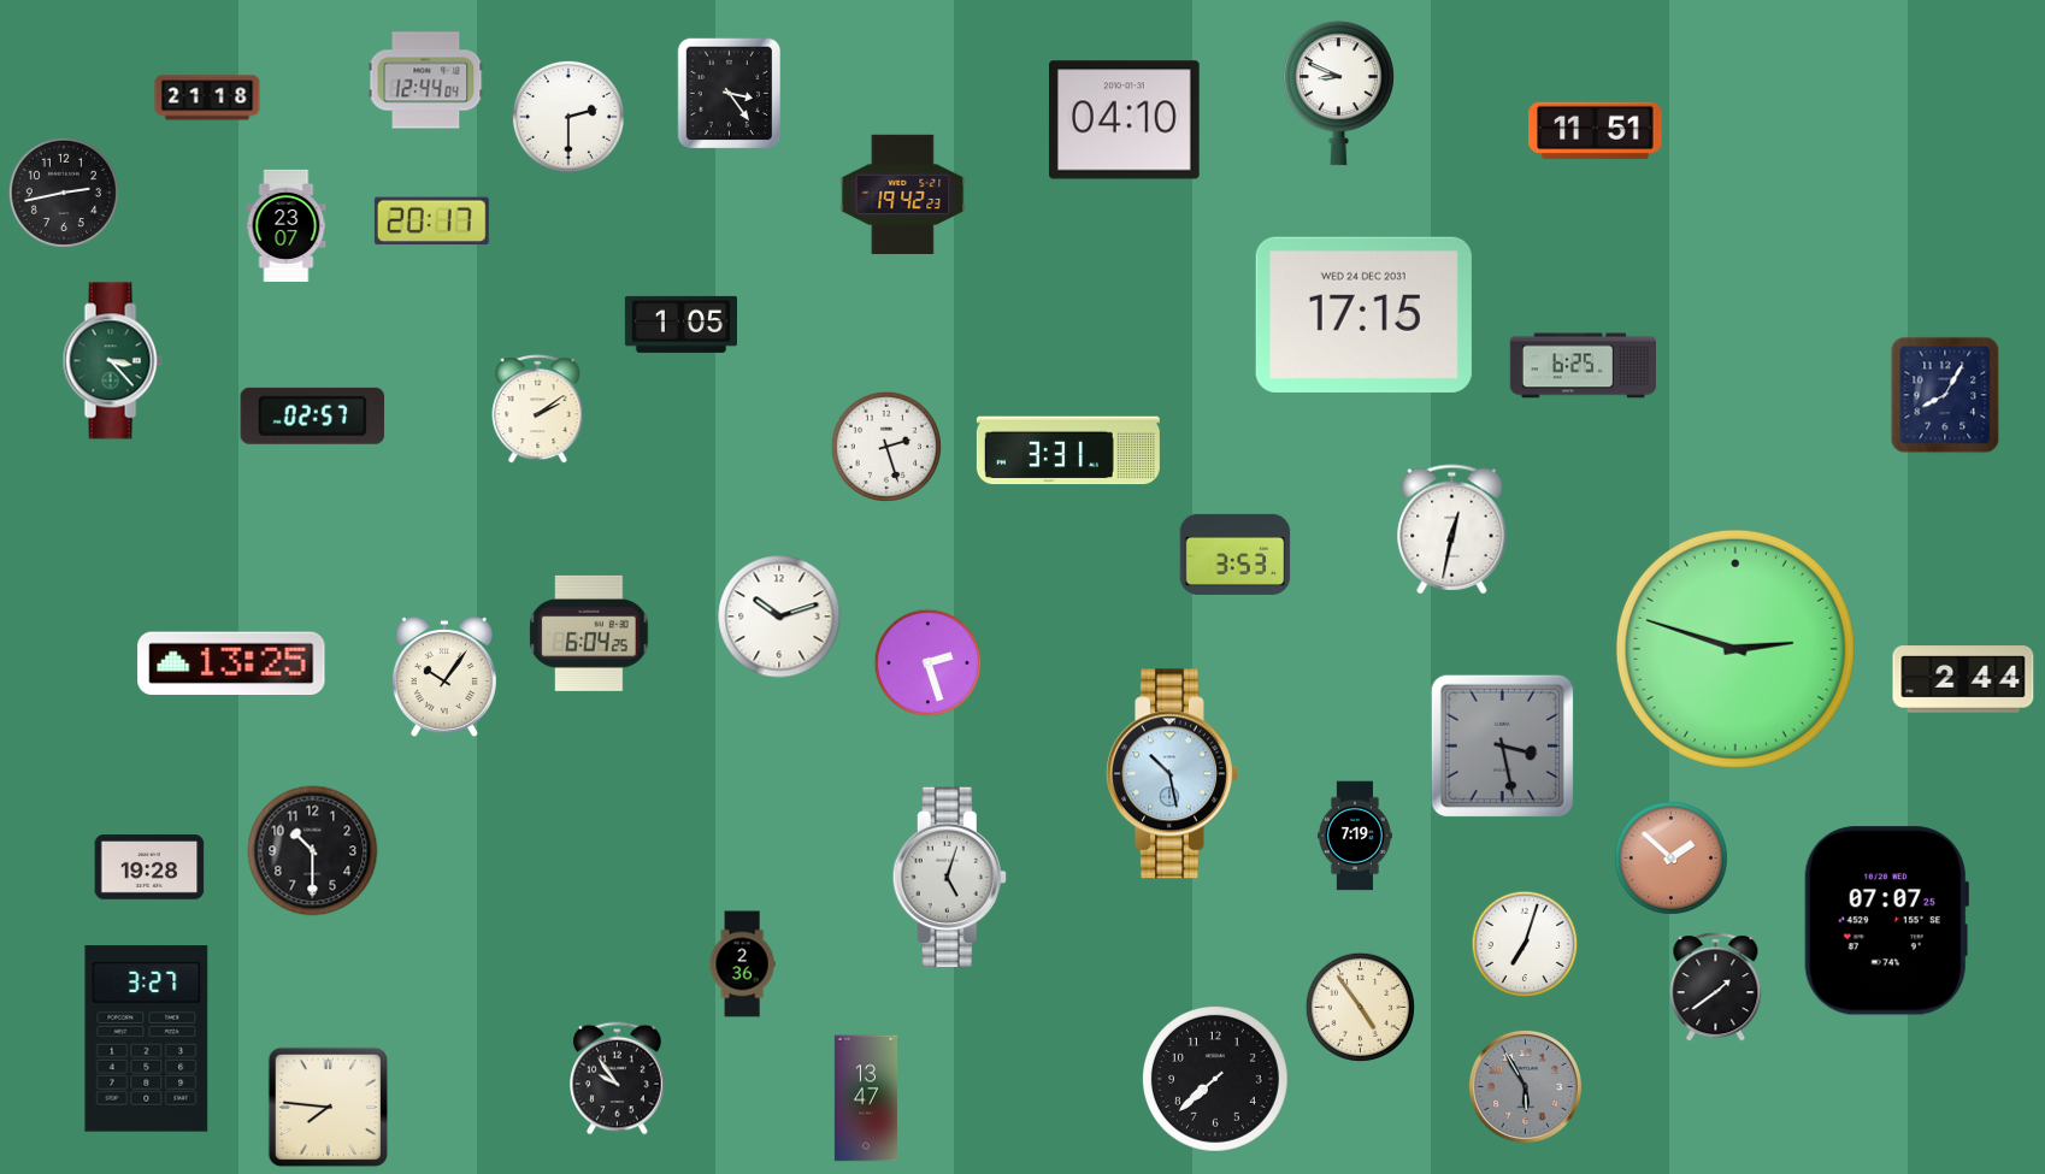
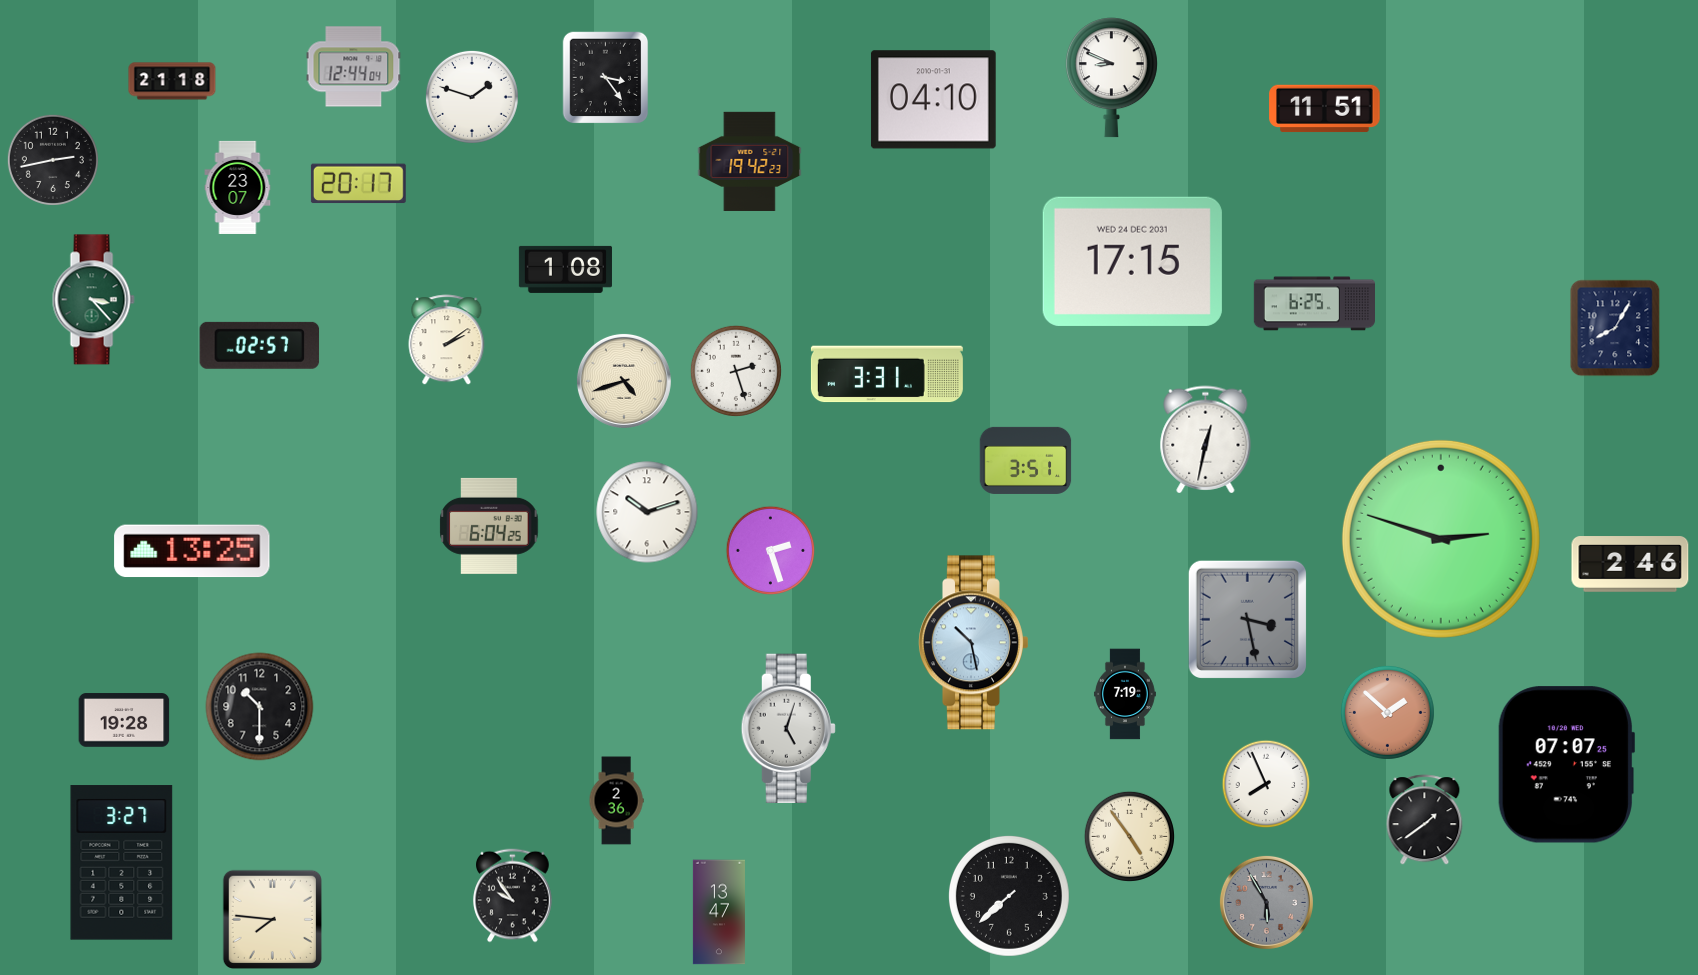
clock at (568, 117): 2:30 -> 1:48
clock at (680, 324): 1:05 -> 1:08
clock at (624, 381): none -> 4:42
clock at (1236, 554): 3:53 -> 3:51
clock at (444, 677): 10:06 -> none
clock at (1963, 679): 2:44 -> 2:46
clock at (1525, 944): 7:03 -> 7:56
